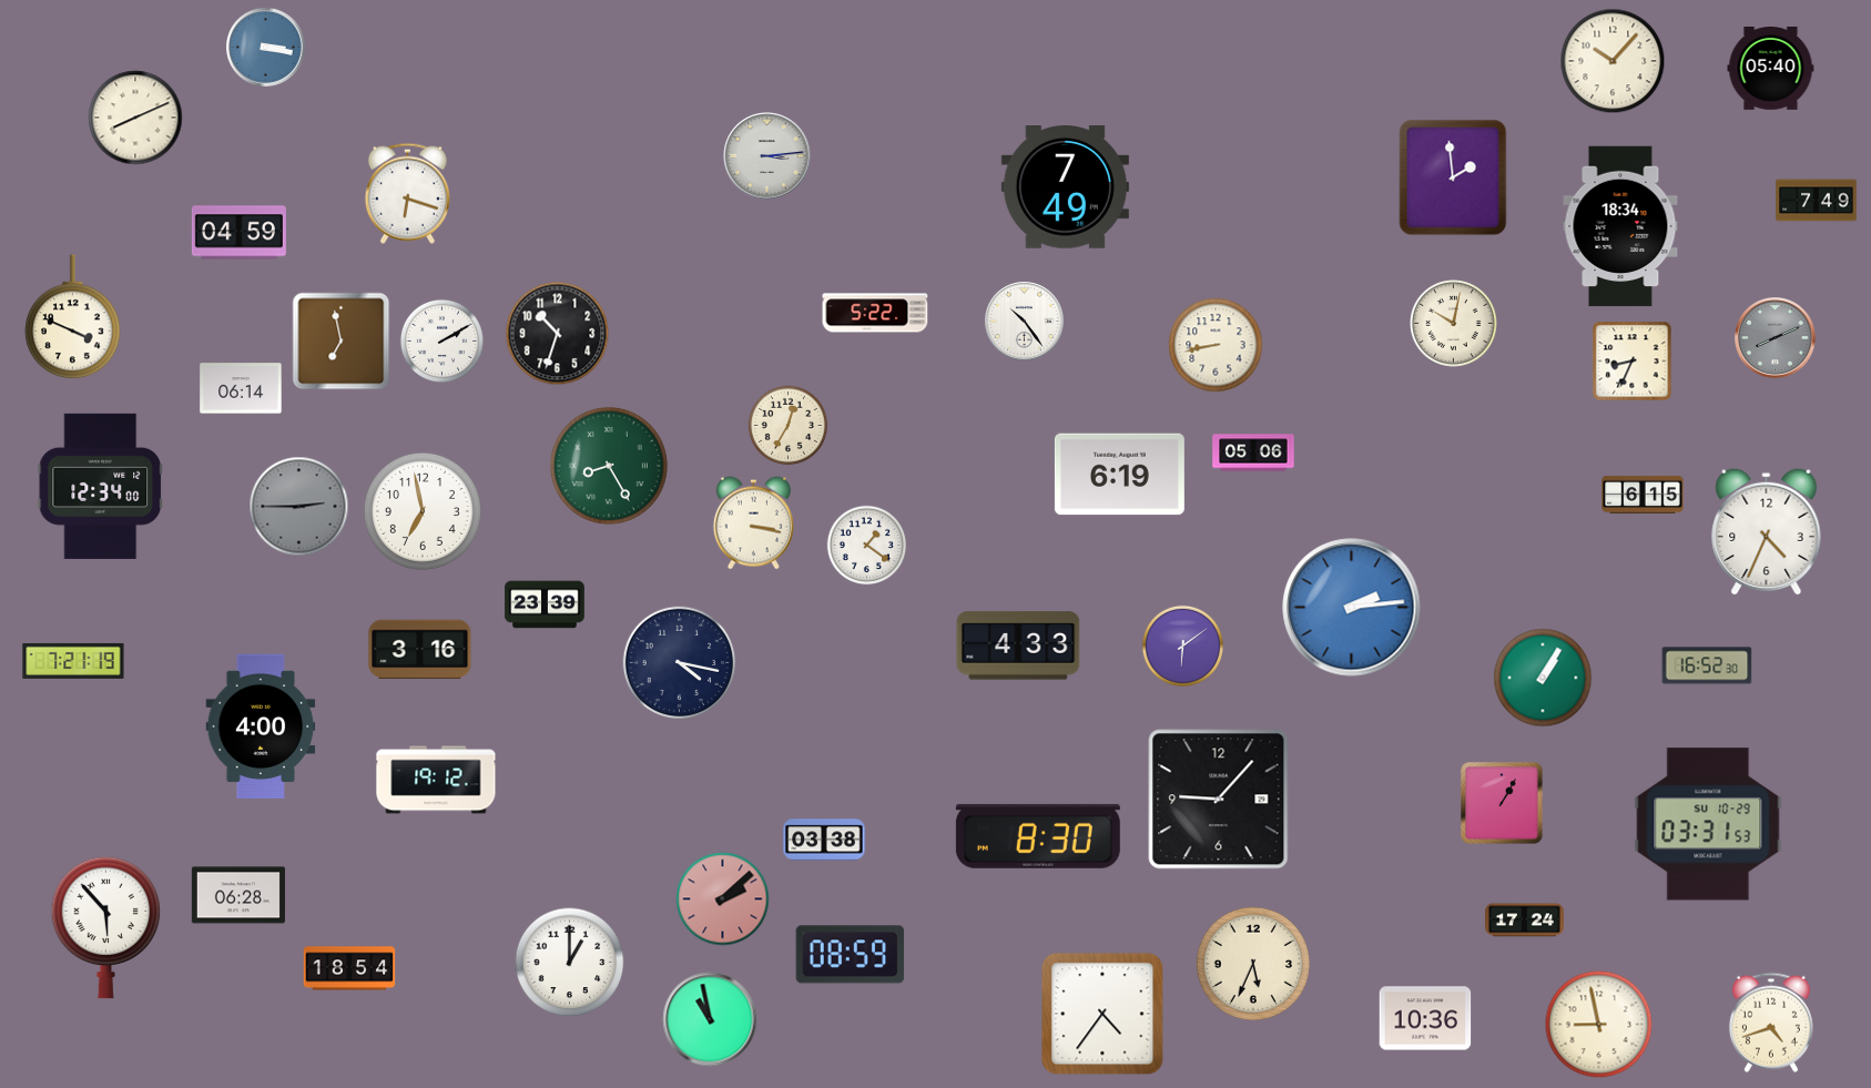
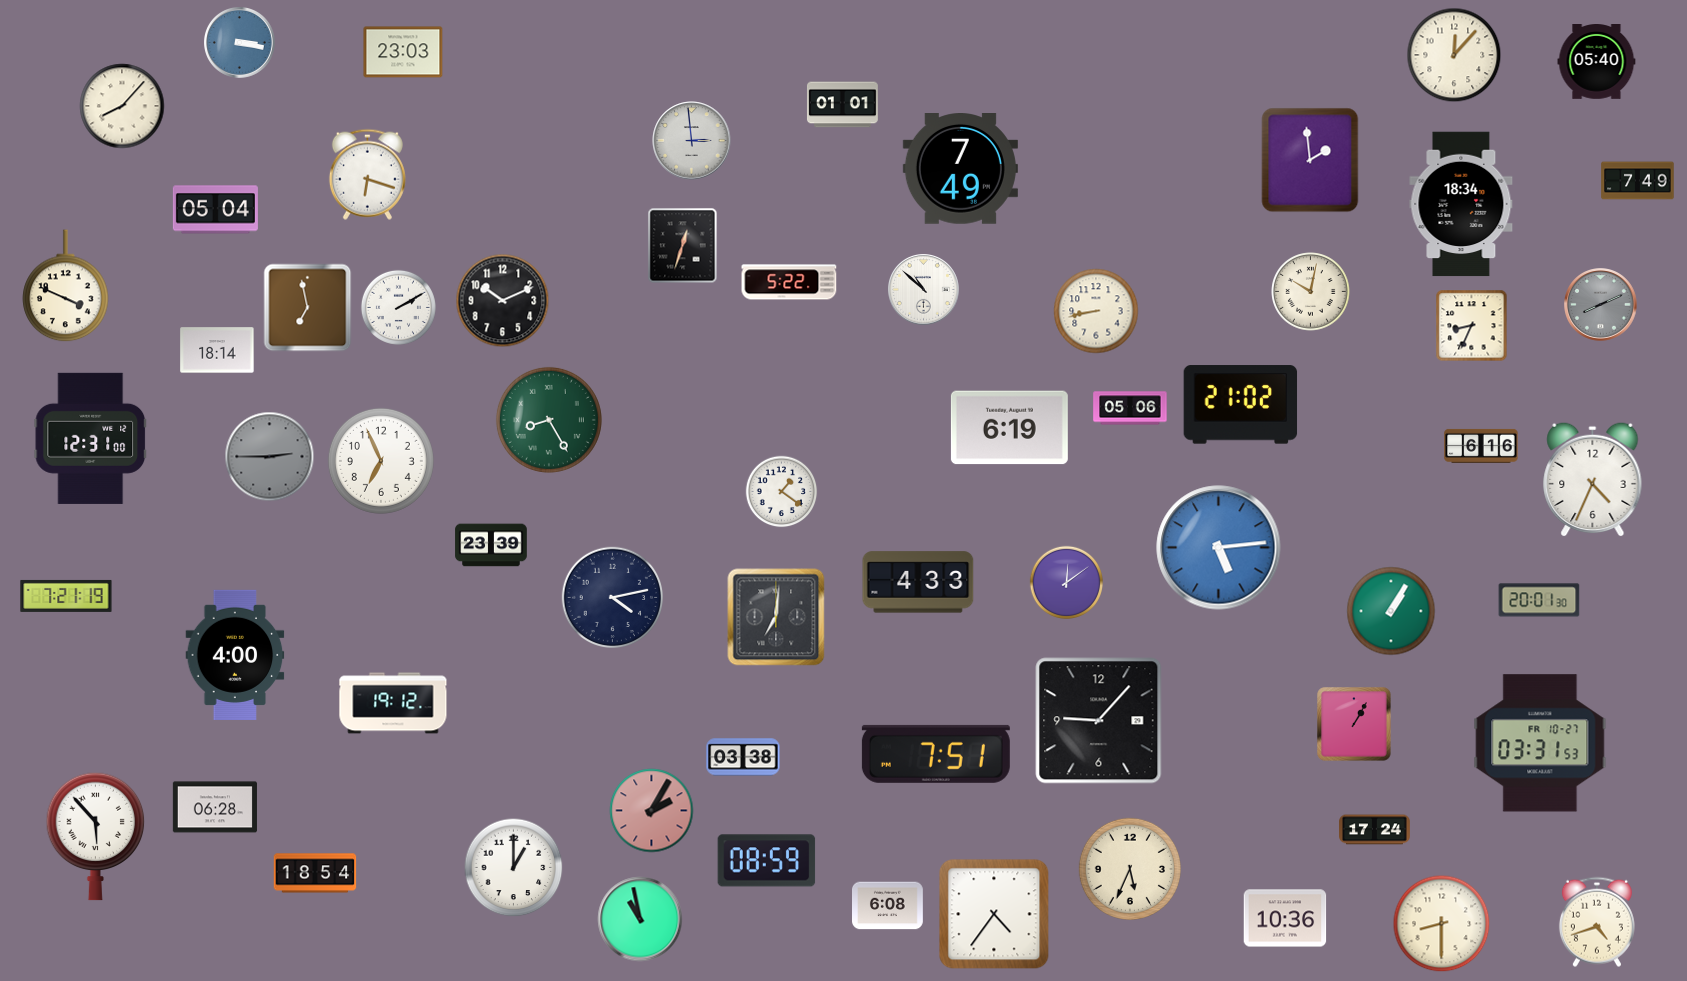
clock at (403, 52): none -> 23:03
clock at (1613, 61): 10:07 -> 12:07
clock at (842, 105): none -> 01:01
clock at (135, 118): 8:11 -> 8:07
clock at (767, 156): 3:14 -> 2:59
clock at (238, 233): 04:59 -> 05:04
clock at (683, 246): none -> 12:33
clock at (1025, 322): 10:24 -> 10:52
clock at (558, 334): 10:33 -> 10:11
clock at (241, 388): 06:14 -> 18:14
clock at (789, 426): 12:35 -> none
clock at (1241, 405): none -> 21:02
clock at (101, 486): 12:34 -> 12:31
clock at (1643, 495): 6:15 -> 6:16
clock at (423, 511): 6:58 -> 6:56
clock at (753, 523): 3:17 -> none
clock at (1352, 608): 2:14 -> 5:14
clock at (1182, 645): 6:09 -> 12:09
clock at (420, 650): 3:16 -> none
clock at (679, 662): 4:17 -> 4:13
clock at (1707, 665): 16:52 -> 20:01
clock at (776, 617): none -> 7:01
clock at (1708, 824) date: SU 10-29 -> FR 10-27
clock at (1038, 836): 8:30 -> 7:51
clock at (723, 899): 2:08 -> 2:05
clock at (888, 906): none -> 6:08
clock at (1599, 1025): 8:58 -> 8:30
